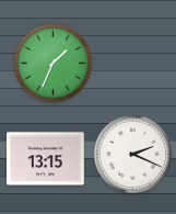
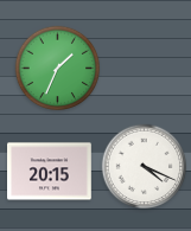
clock at (133, 155): 2:19 -> 4:19
clock at (46, 159): 13:15 -> 20:15
